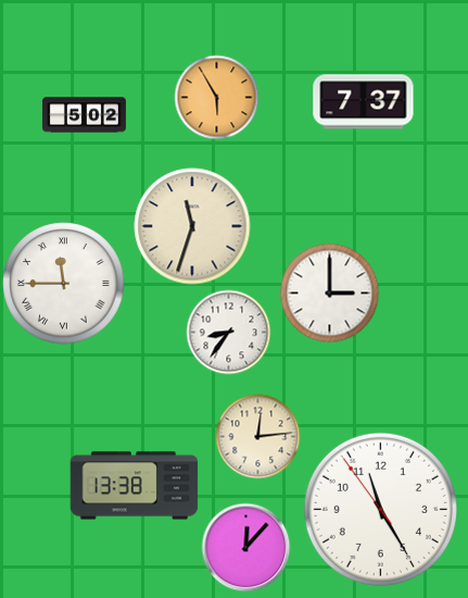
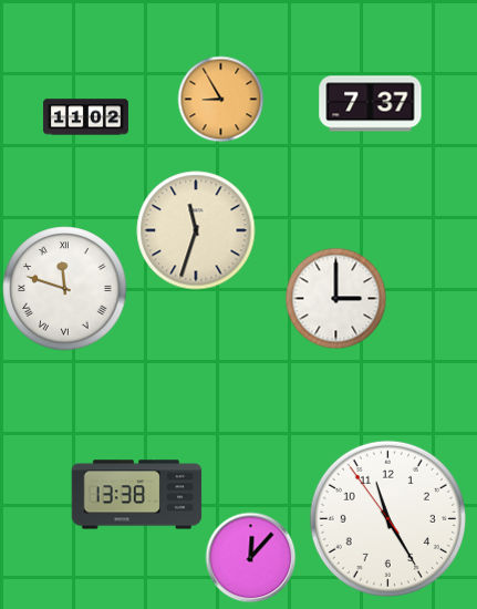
clock at (216, 97): 5:55 -> 8:55
clock at (84, 115): 5:02 -> 11:02
clock at (64, 284): 11:45 -> 11:48
clock at (228, 332): 8:36 -> none
clock at (257, 436): 12:14 -> none
